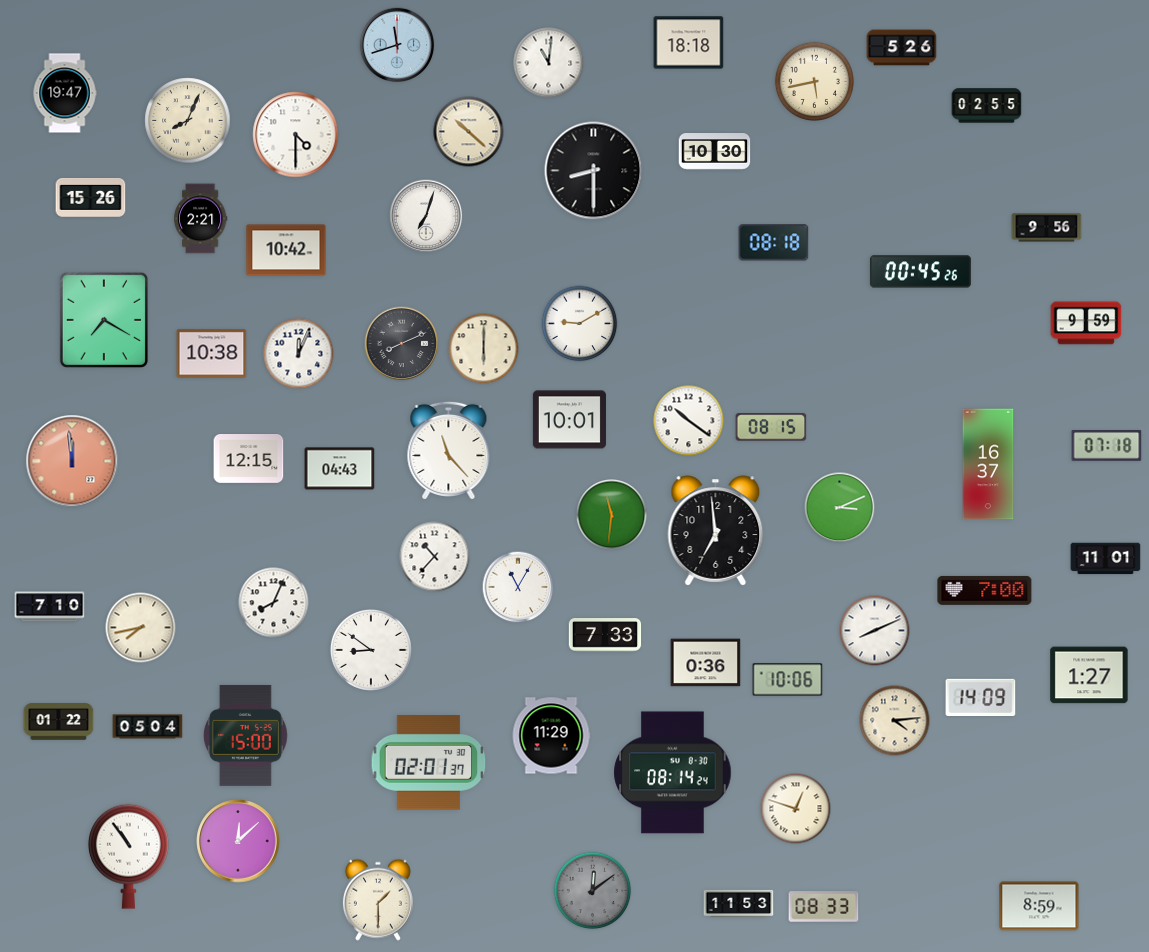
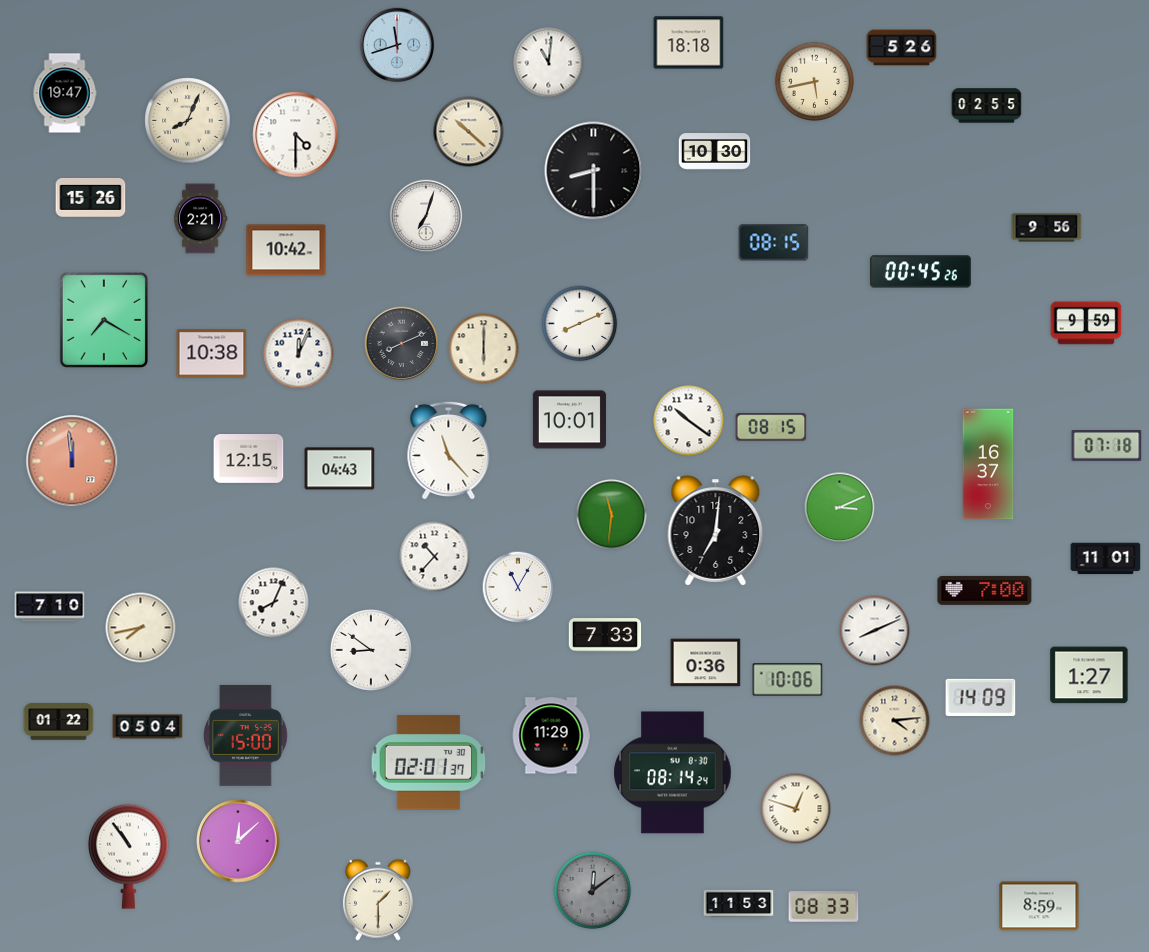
clock at (774, 243): 08:18 -> 08:15
clock at (580, 324): 9:10 -> 8:11
clock at (716, 531): 6:59 -> 7:01
